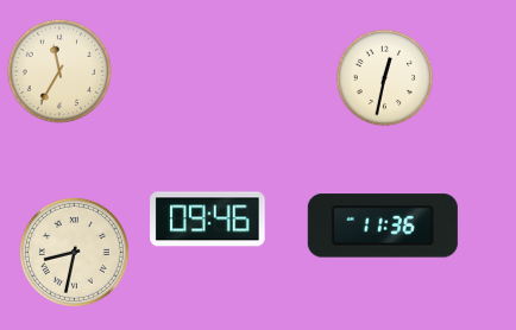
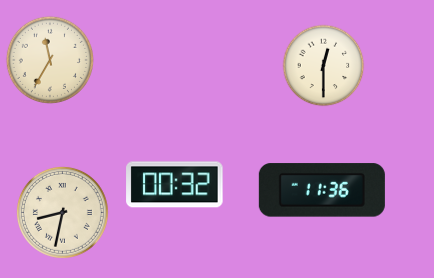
clock at (385, 78): 12:32 -> 12:30
clock at (208, 220): 09:46 -> 00:32
